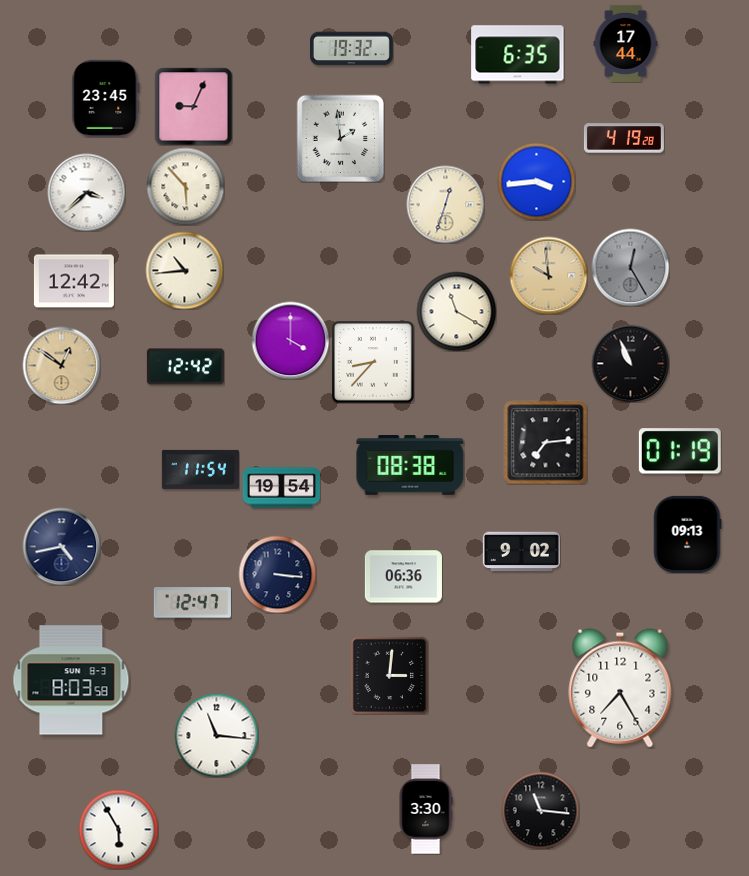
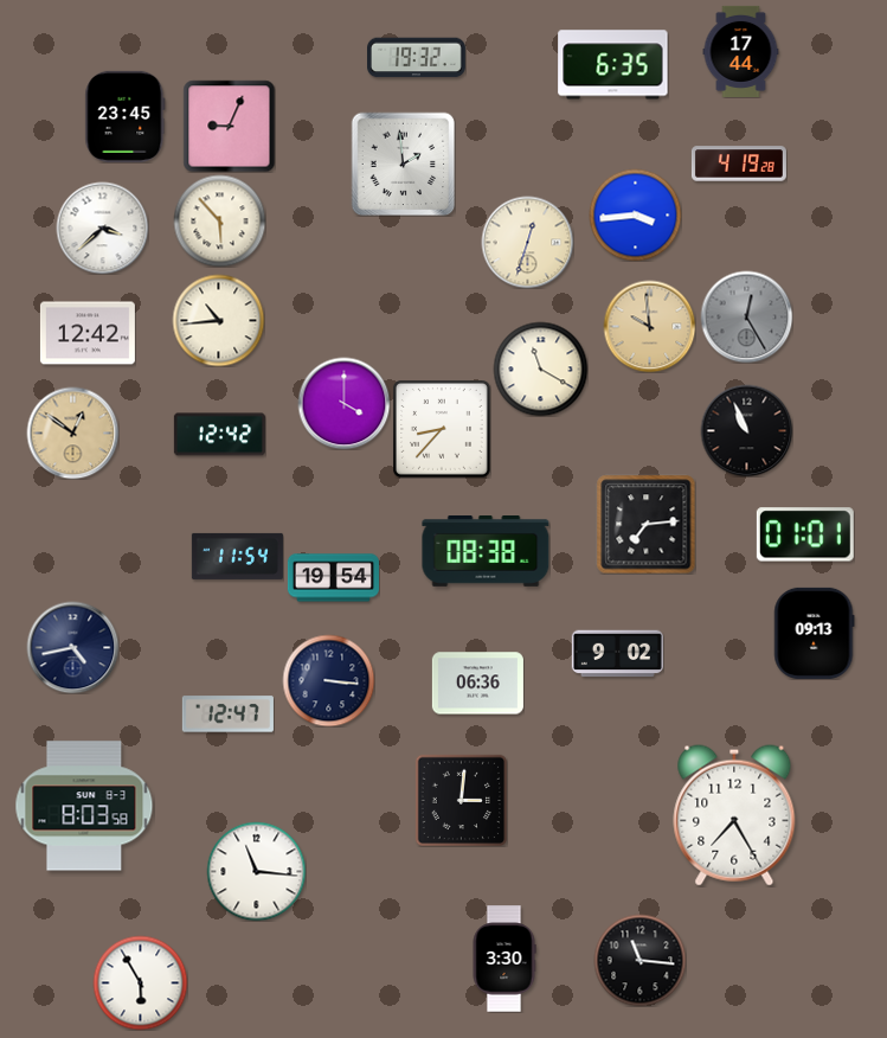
clock at (680, 451): 01:19 -> 01:01
